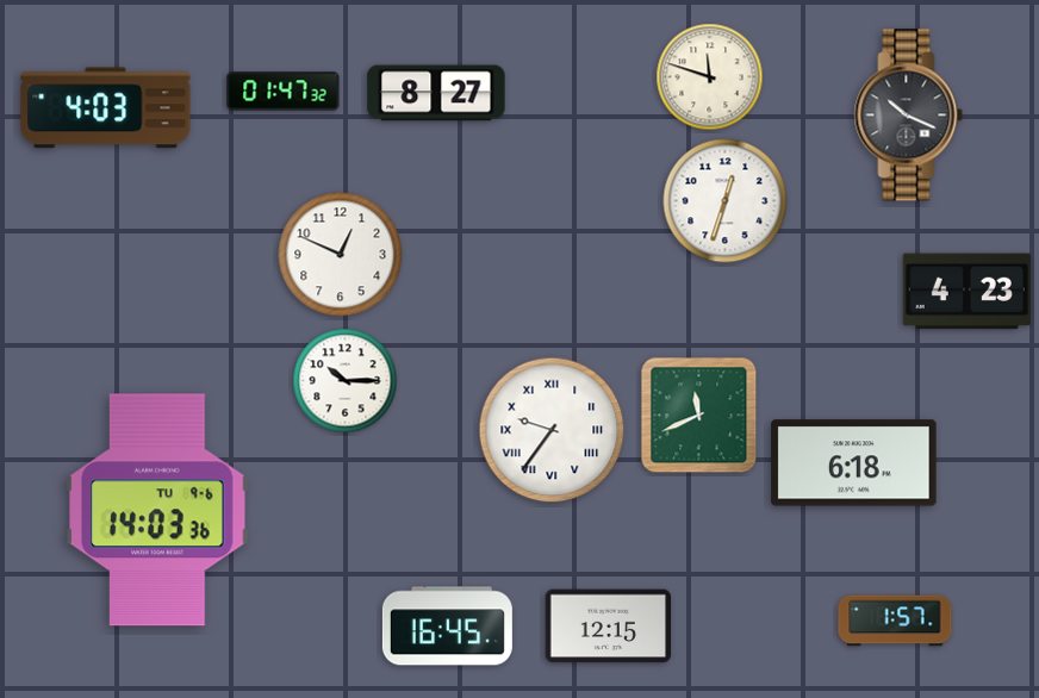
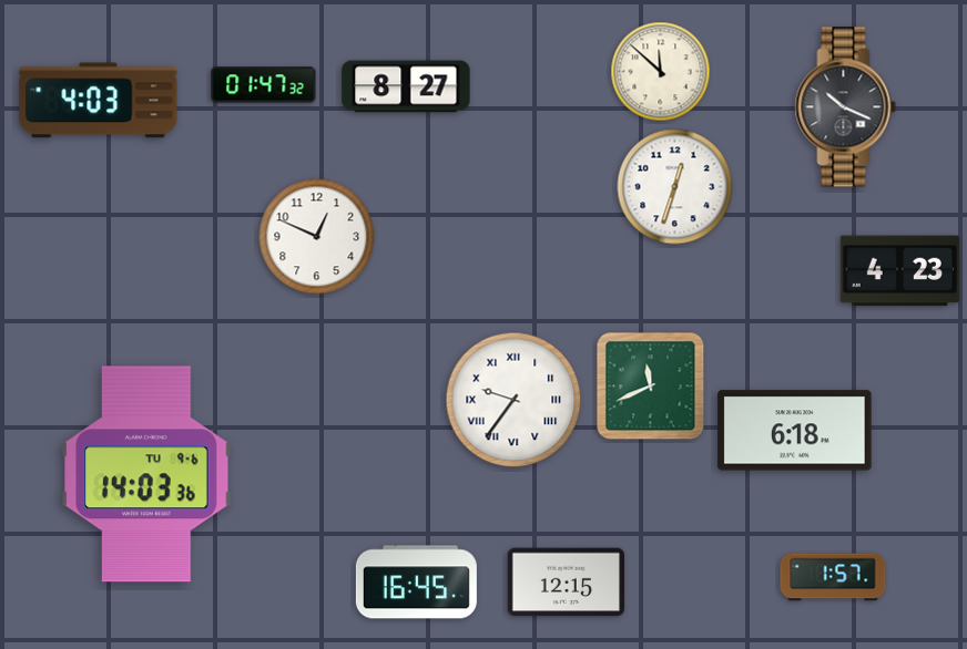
clock at (710, 77): 11:48 -> 11:52
clock at (346, 381): 10:15 -> none
